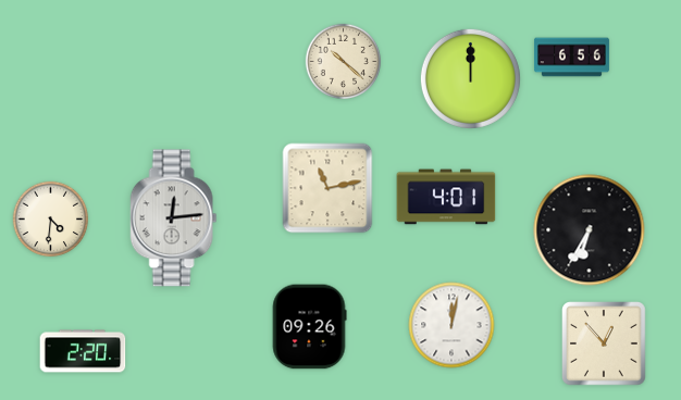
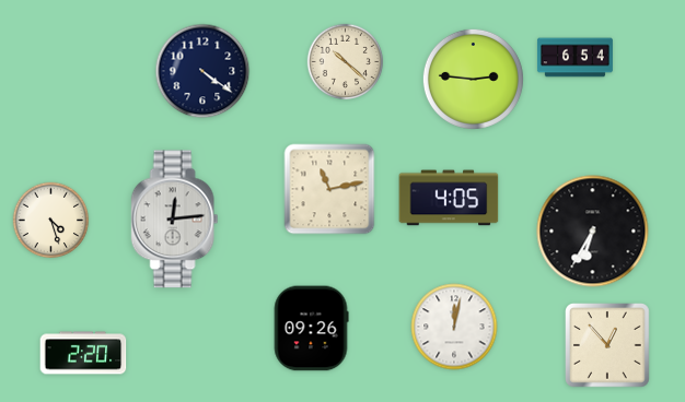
clock at (571, 58): 6:56 -> 6:54
clock at (202, 71): none -> 4:21
clock at (470, 78): 12:00 -> 2:46
clock at (446, 197): 4:01 -> 4:05
clock at (51, 220): 4:31 -> 4:27
